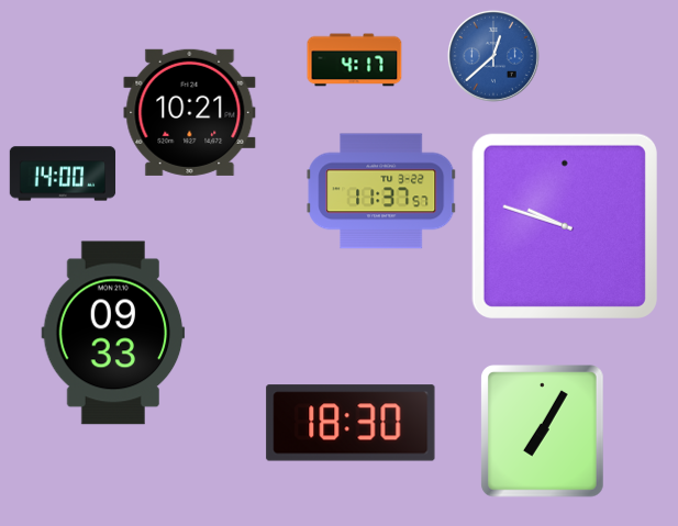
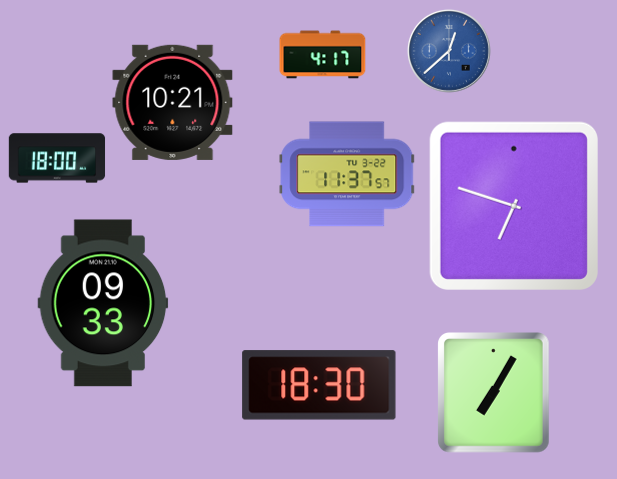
clock at (63, 174): 14:00 -> 18:00
clock at (565, 226): 9:48 -> 6:48
